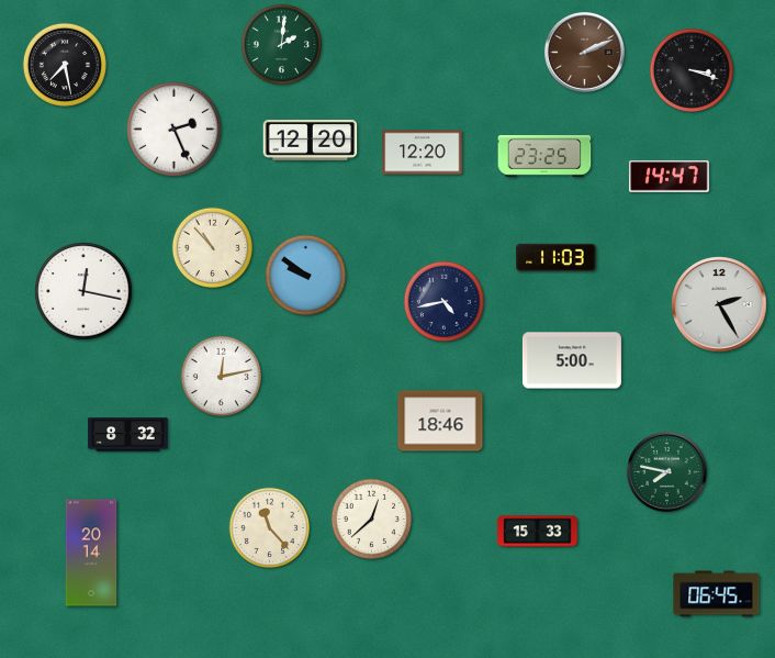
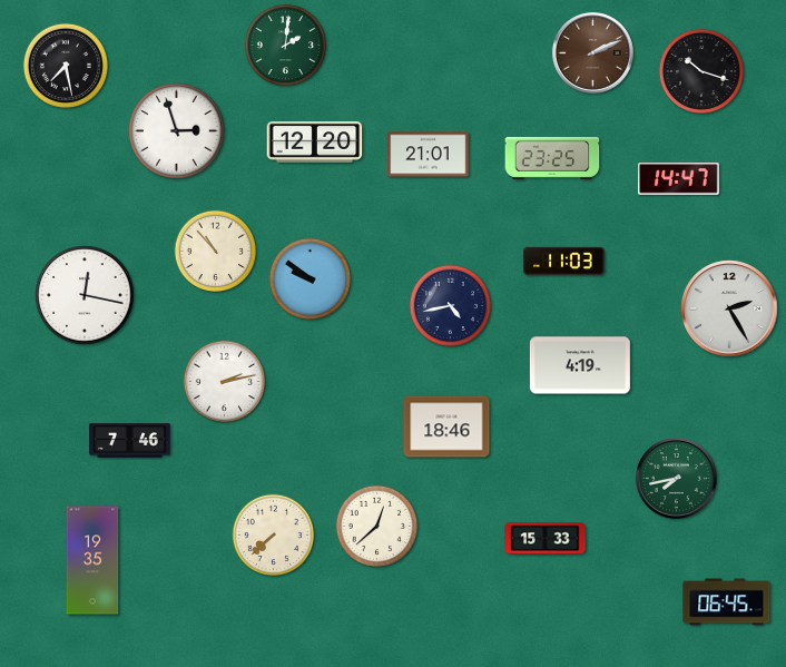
clock at (692, 70): 3:18 -> 10:18
clock at (175, 130): 2:26 -> 2:57
clock at (423, 153): 12:20 -> 21:01
clock at (572, 360): 5:00 -> 4:19
clock at (222, 377): 12:13 -> 2:13
clock at (128, 435): 8:32 -> 7:46
clock at (667, 472): 7:47 -> 7:43
clock at (270, 528): 11:23 -> 7:38
clock at (91, 553): 20:14 -> 19:35
